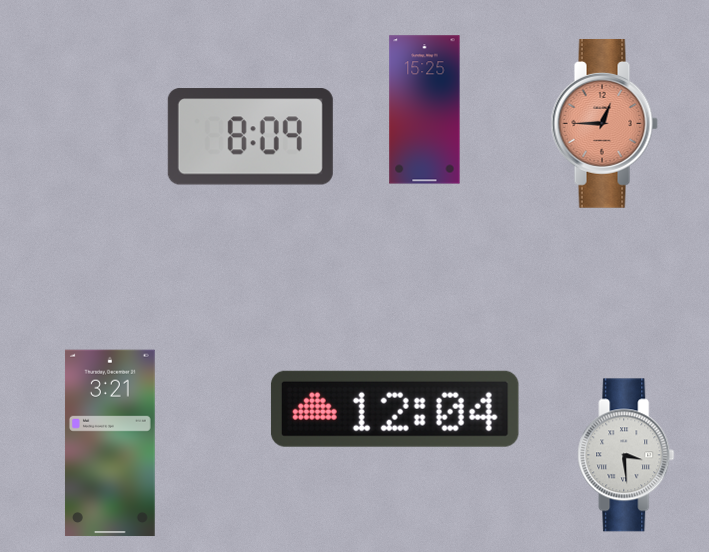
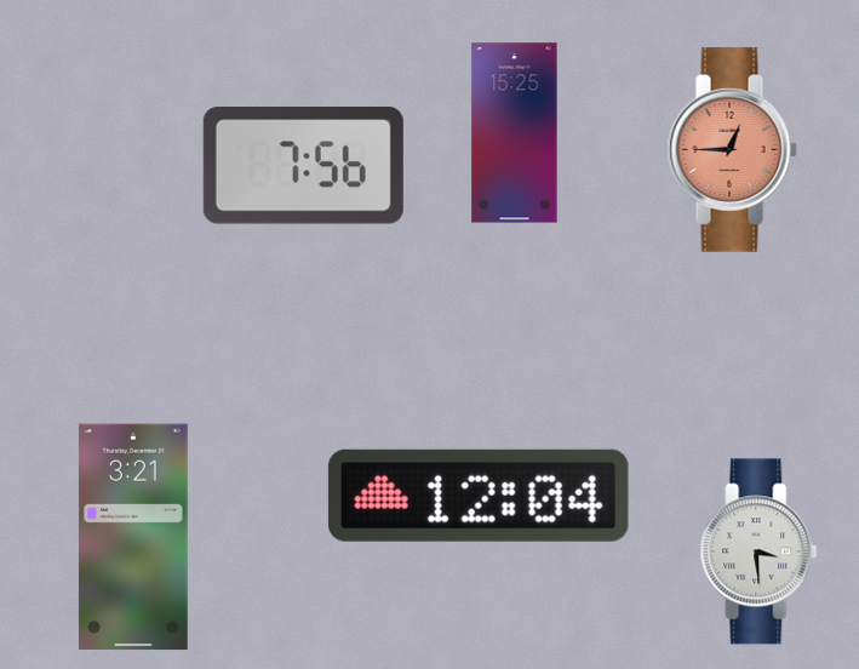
clock at (250, 137): 8:09 -> 7:56
